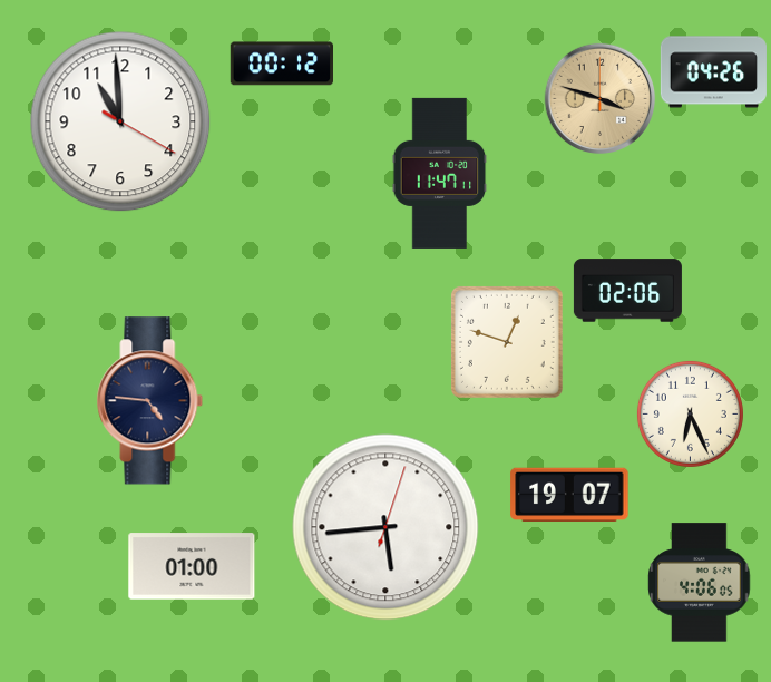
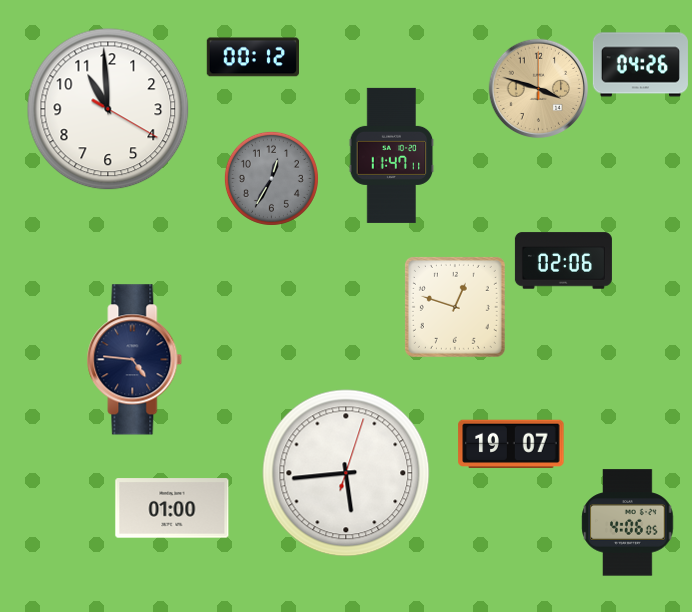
clock at (440, 173) position: (440, 173) -> (392, 155)
clock at (271, 178): none -> 12:35
clock at (690, 413): 6:26 -> none
